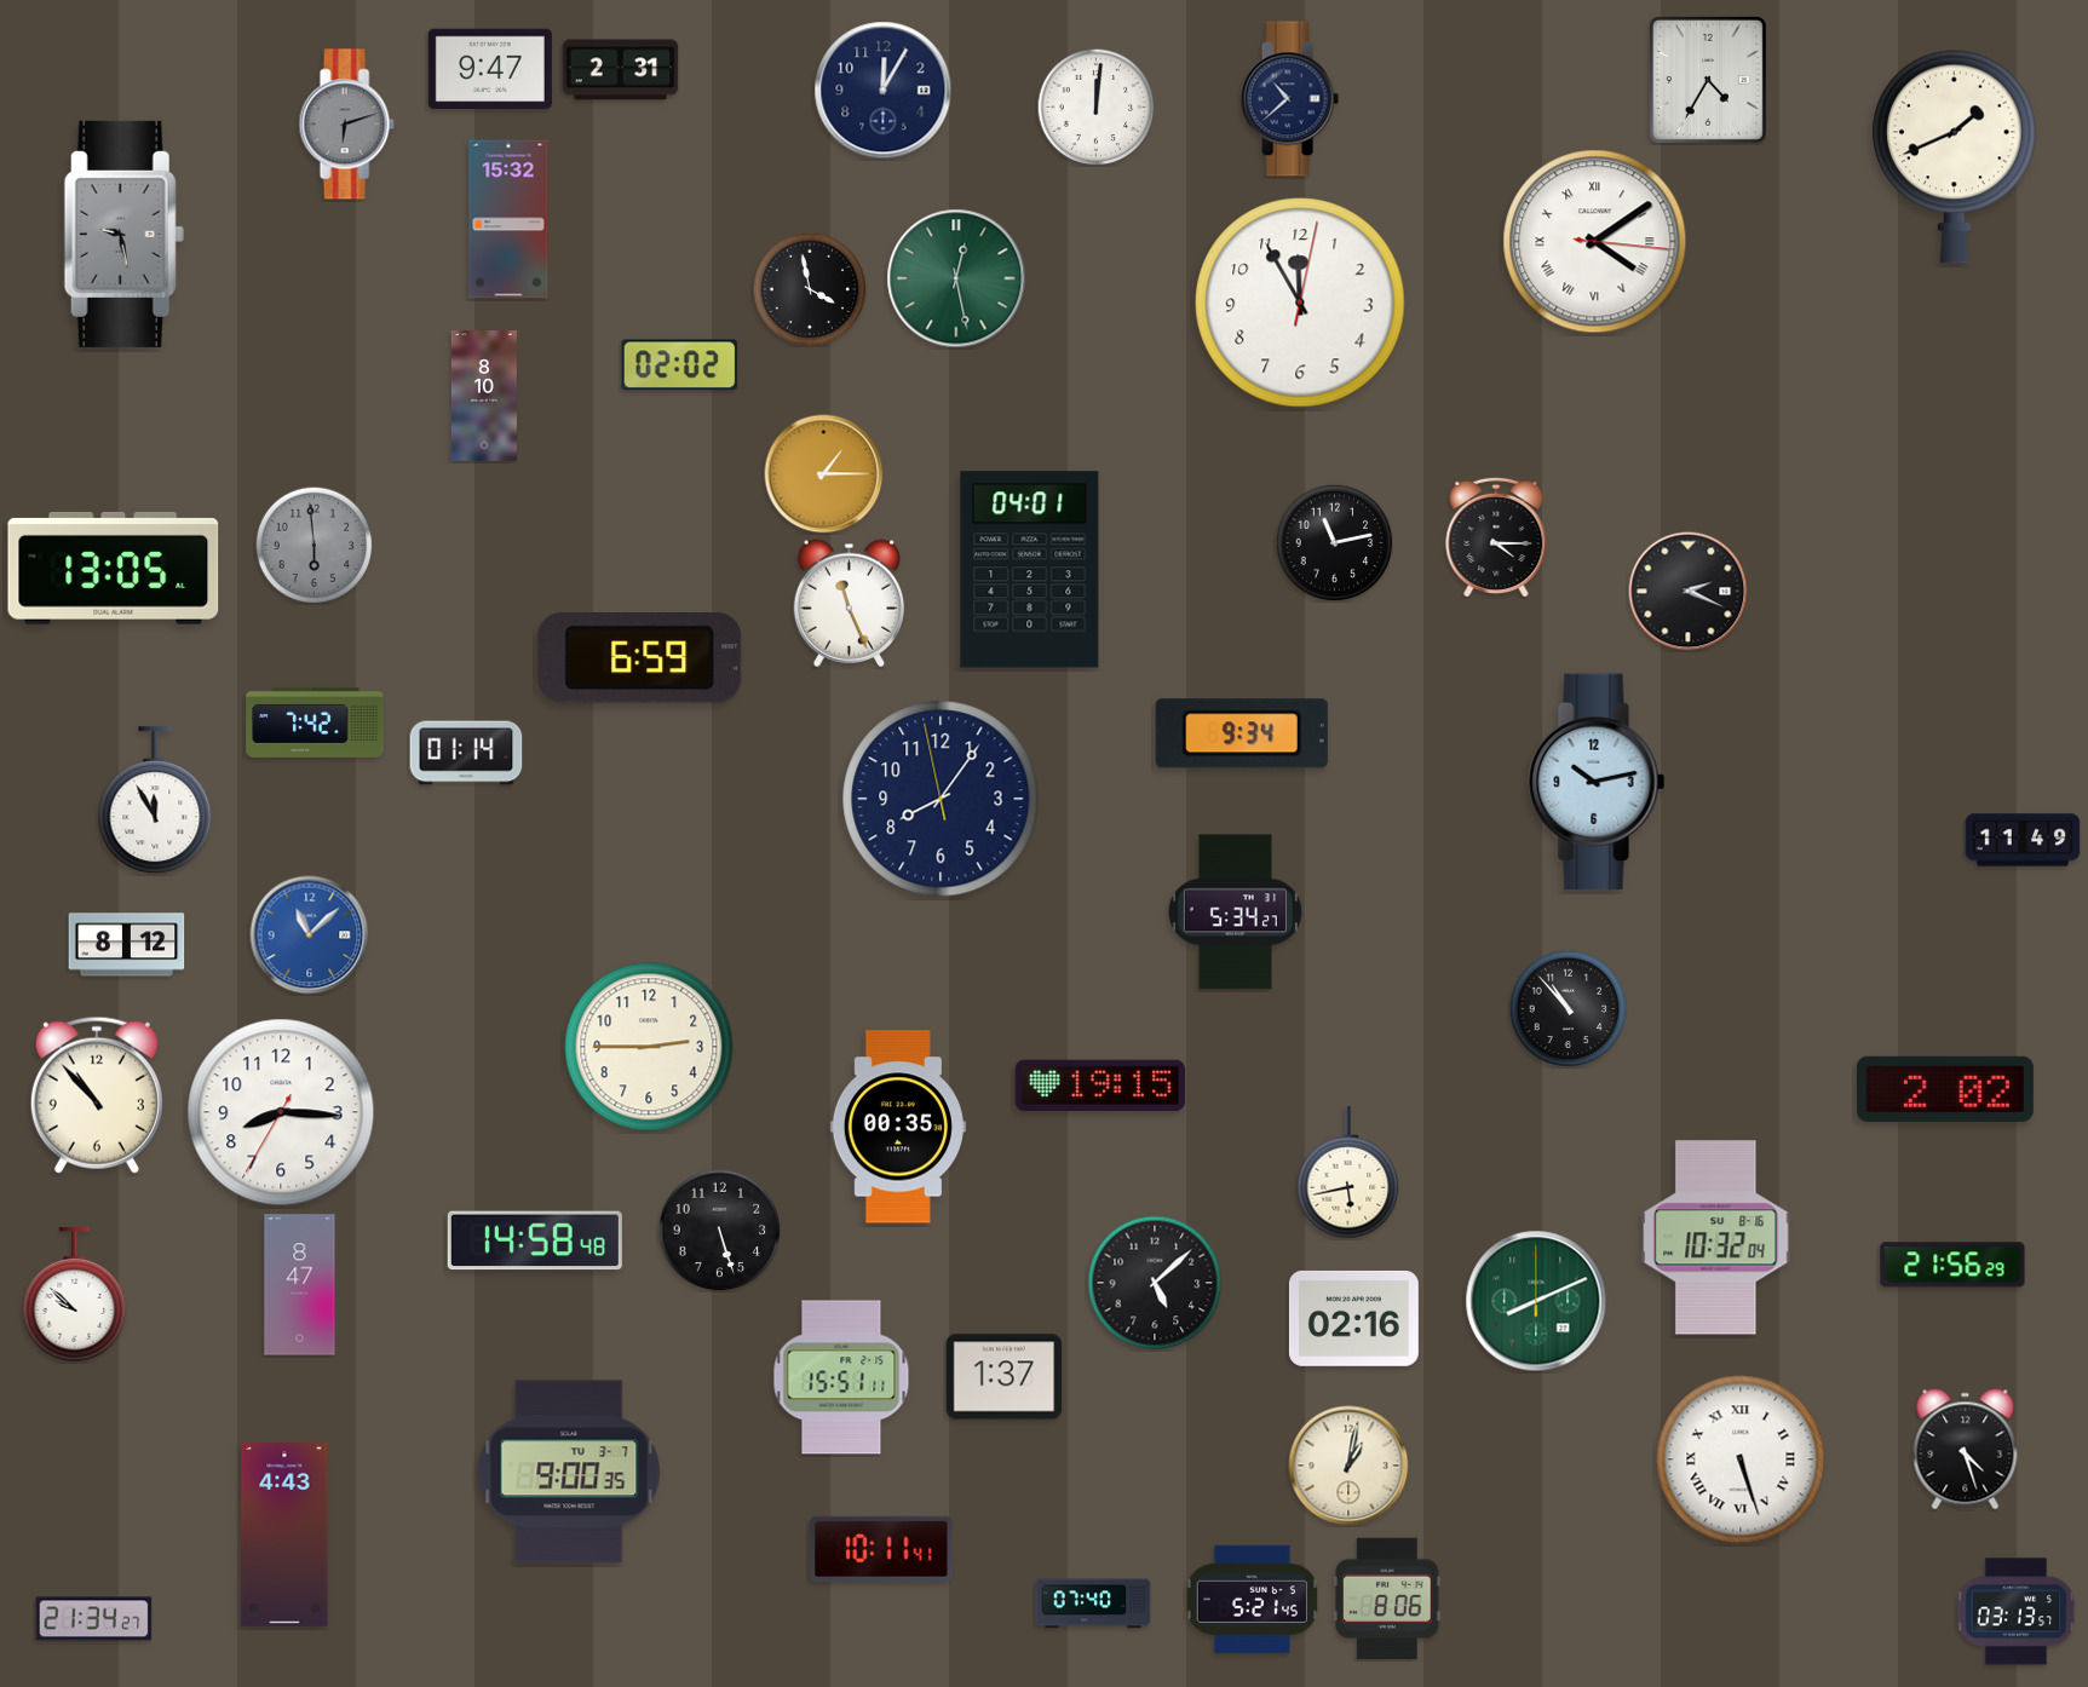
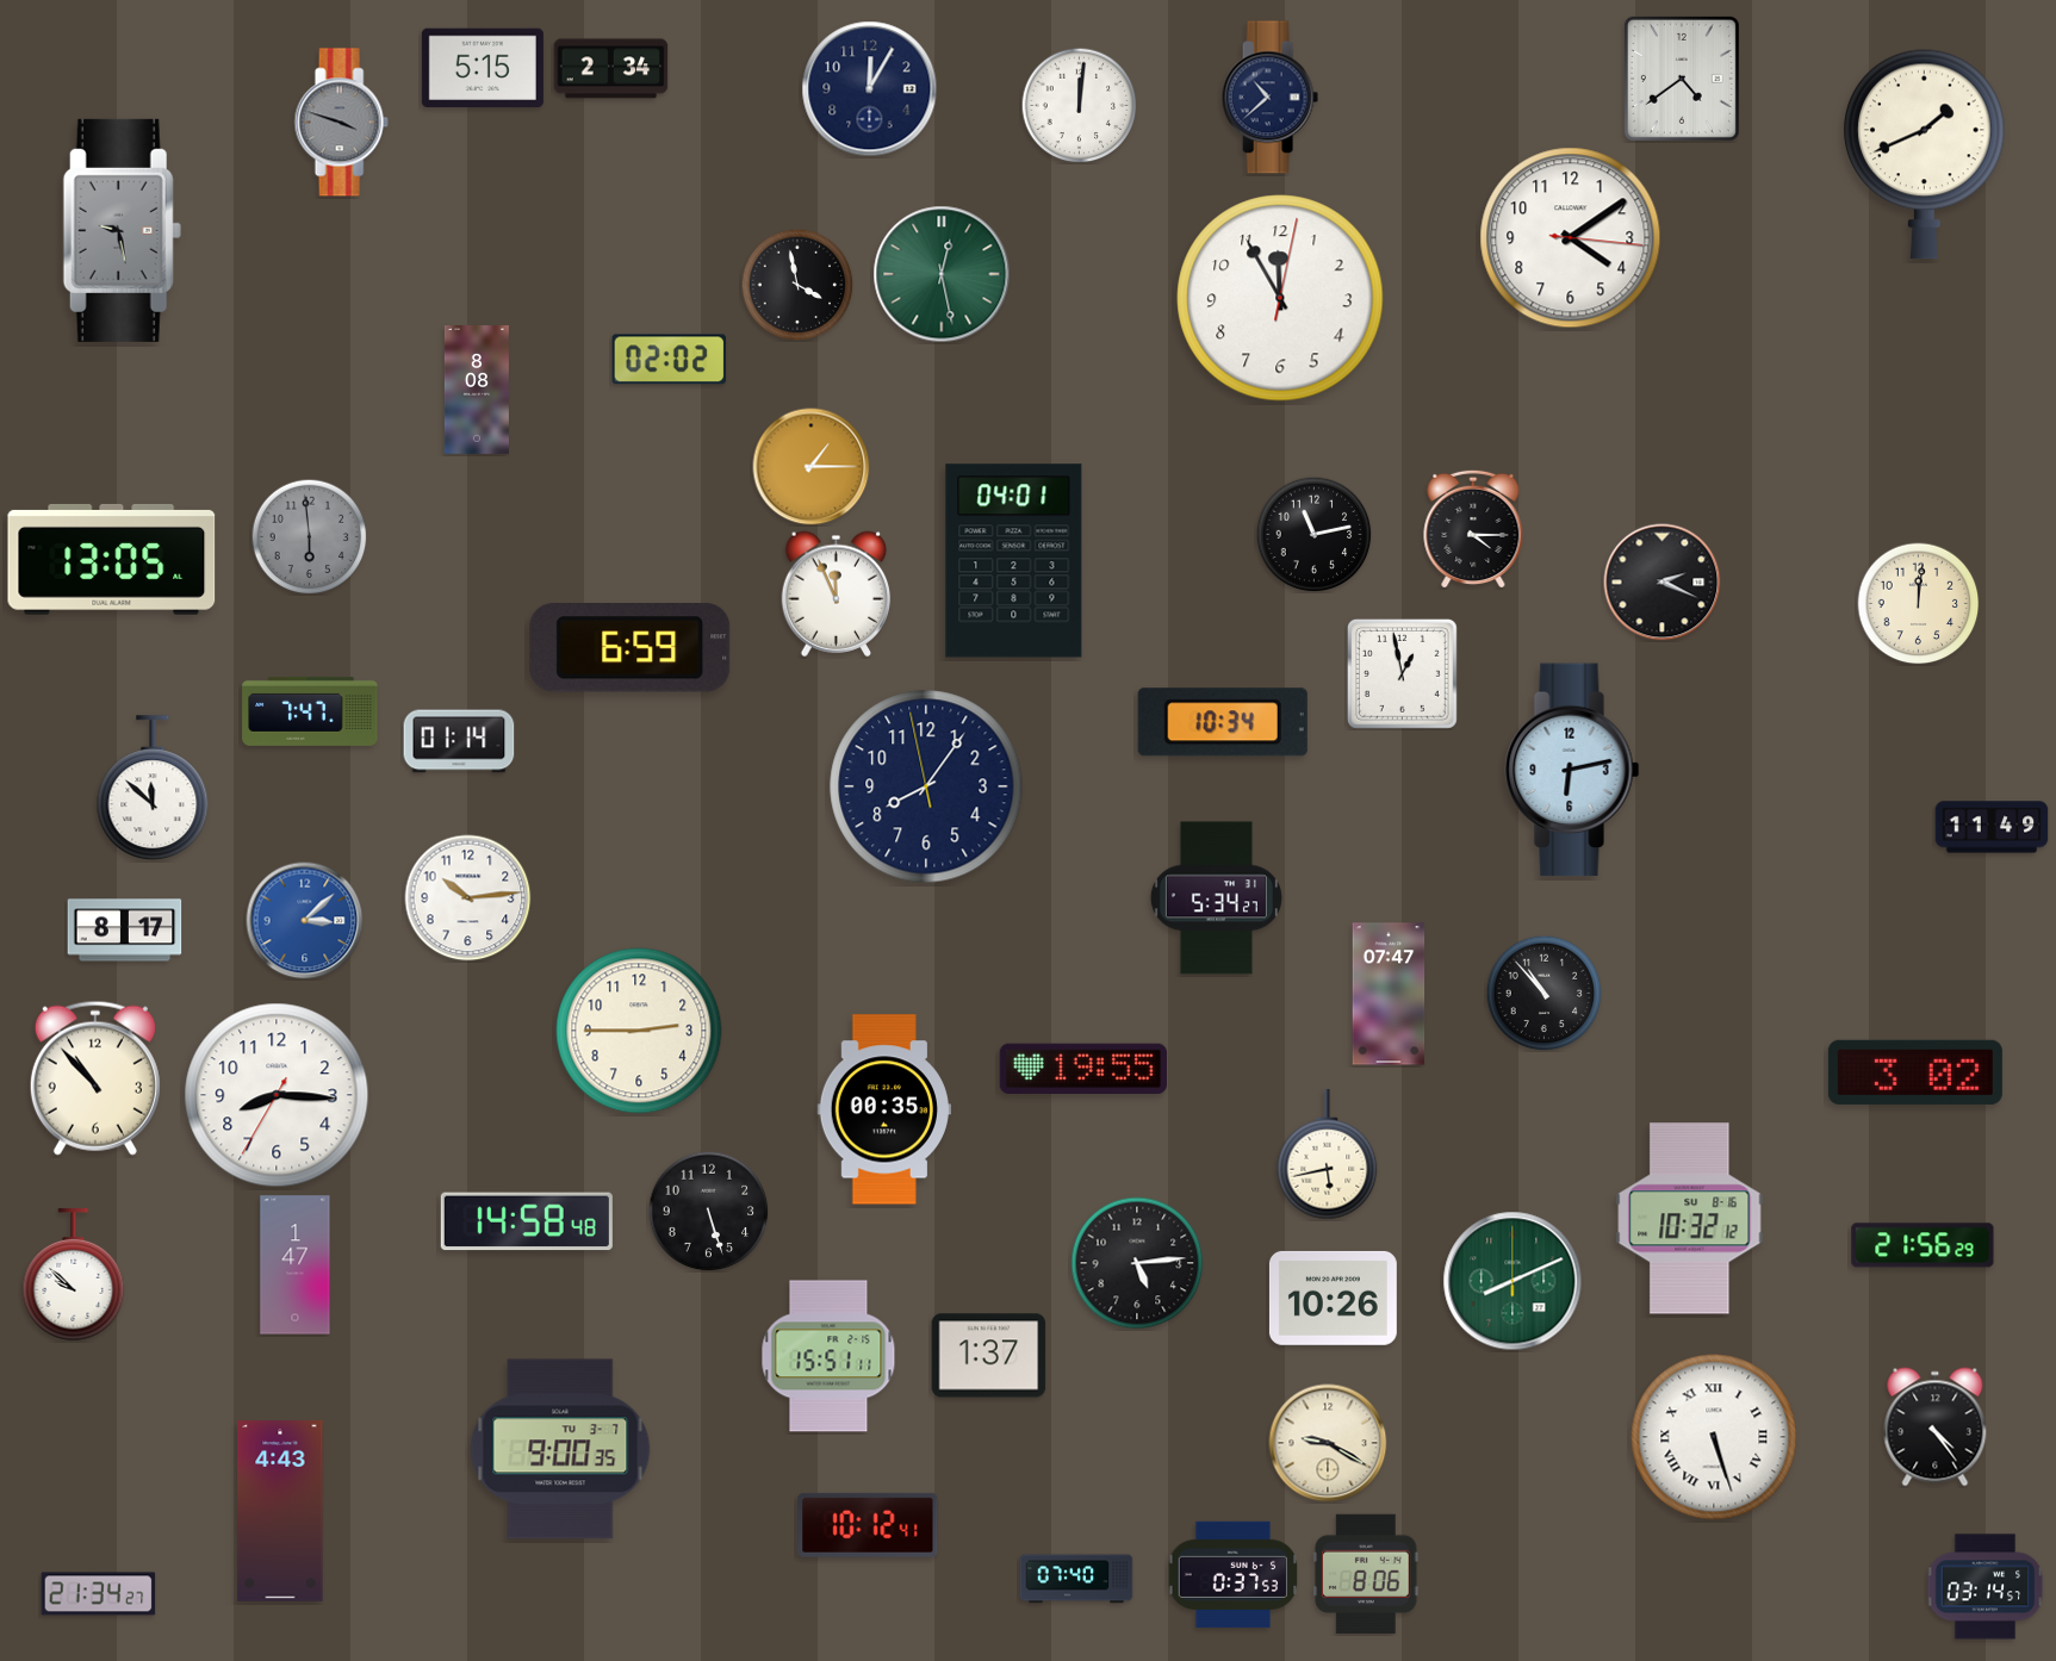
clock at (490, 69): 9:47 -> 5:15
clock at (621, 70): 2:31 -> 2:34
clock at (1708, 80): 4:35 -> 4:39
clock at (346, 125): 6:12 -> 3:48
clock at (508, 219): 15:32 -> none
clock at (1595, 242) numerals: Roman -> Arabic
clock at (484, 397): 8:10 -> 8:08
clock at (850, 603): 11:26 -> 11:56
clock at (1919, 604): none -> 12:01
clock at (1402, 673): none -> 12:58
clock at (315, 722): 7:42 -> 7:47
clock at (1242, 733): 9:34 -> 10:34
clock at (1597, 782): 10:13 -> 6:13
clock at (155, 801): 11:55 -> 11:52
clock at (468, 898): none -> 10:14
clock at (310, 935): 11:08 -> 3:08
clock at (127, 945): 8:12 -> 8:17
clock at (1389, 994): none -> 07:47
clock at (1100, 1084): 19:15 -> 19:55
clock at (1945, 1089): 2:02 -> 3:02
clock at (1716, 1238): 10:32:04 -> 10:32:12
clock at (1155, 1283): 5:08 -> 5:14
clock at (300, 1285): 8:47 -> 1:47
clock at (1353, 1318): 02:16 -> 10:26
clock at (1966, 1450): 4:27 -> 4:24
clock at (1348, 1466): 1:02 -> 9:20
clock at (881, 1549): 10:11 -> 10:12
clock at (1252, 1599): 5:21 -> 0:37
clock at (2017, 1612): 03:13 -> 03:14
clock at (94, 1619) position: (94, 1619) -> (99, 1594)
